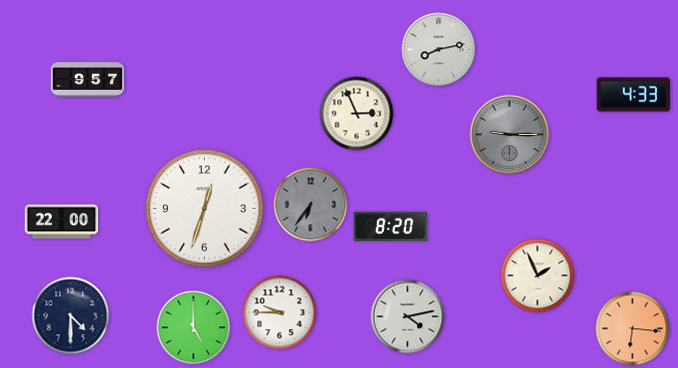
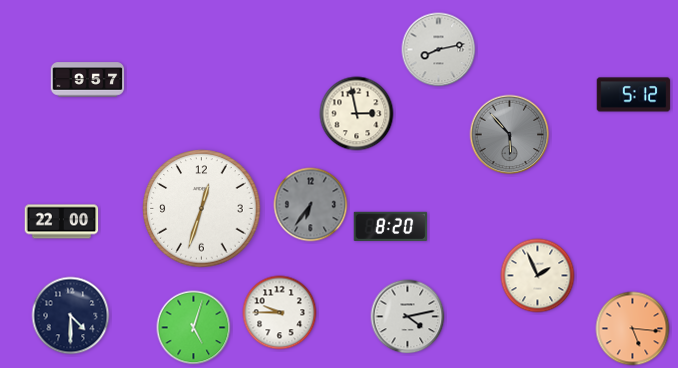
clock at (634, 95): 4:33 -> 5:12
clock at (357, 114): 2:56 -> 2:58
clock at (510, 135): 9:15 -> 5:53
clock at (205, 209) position: (205, 209) -> (202, 209)
clock at (194, 328): 5:00 -> 5:03
clock at (633, 329): 6:16 -> 5:16
